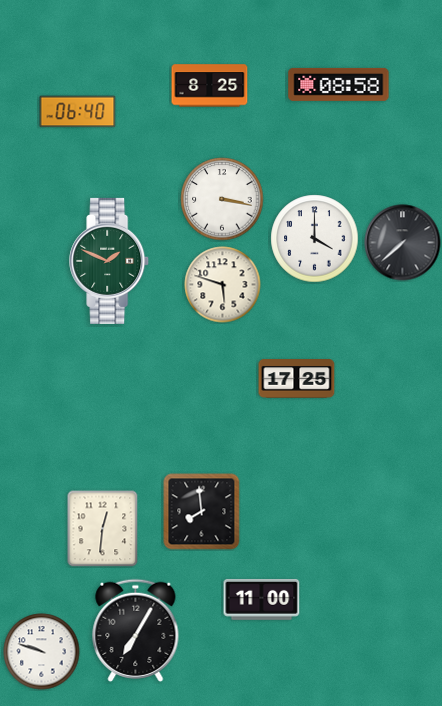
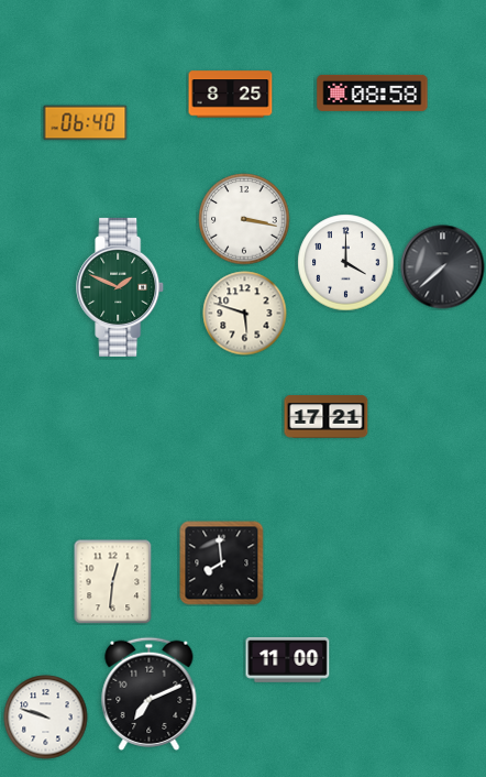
clock at (297, 379): 17:25 -> 17:21
clock at (136, 630): 7:05 -> 7:11
